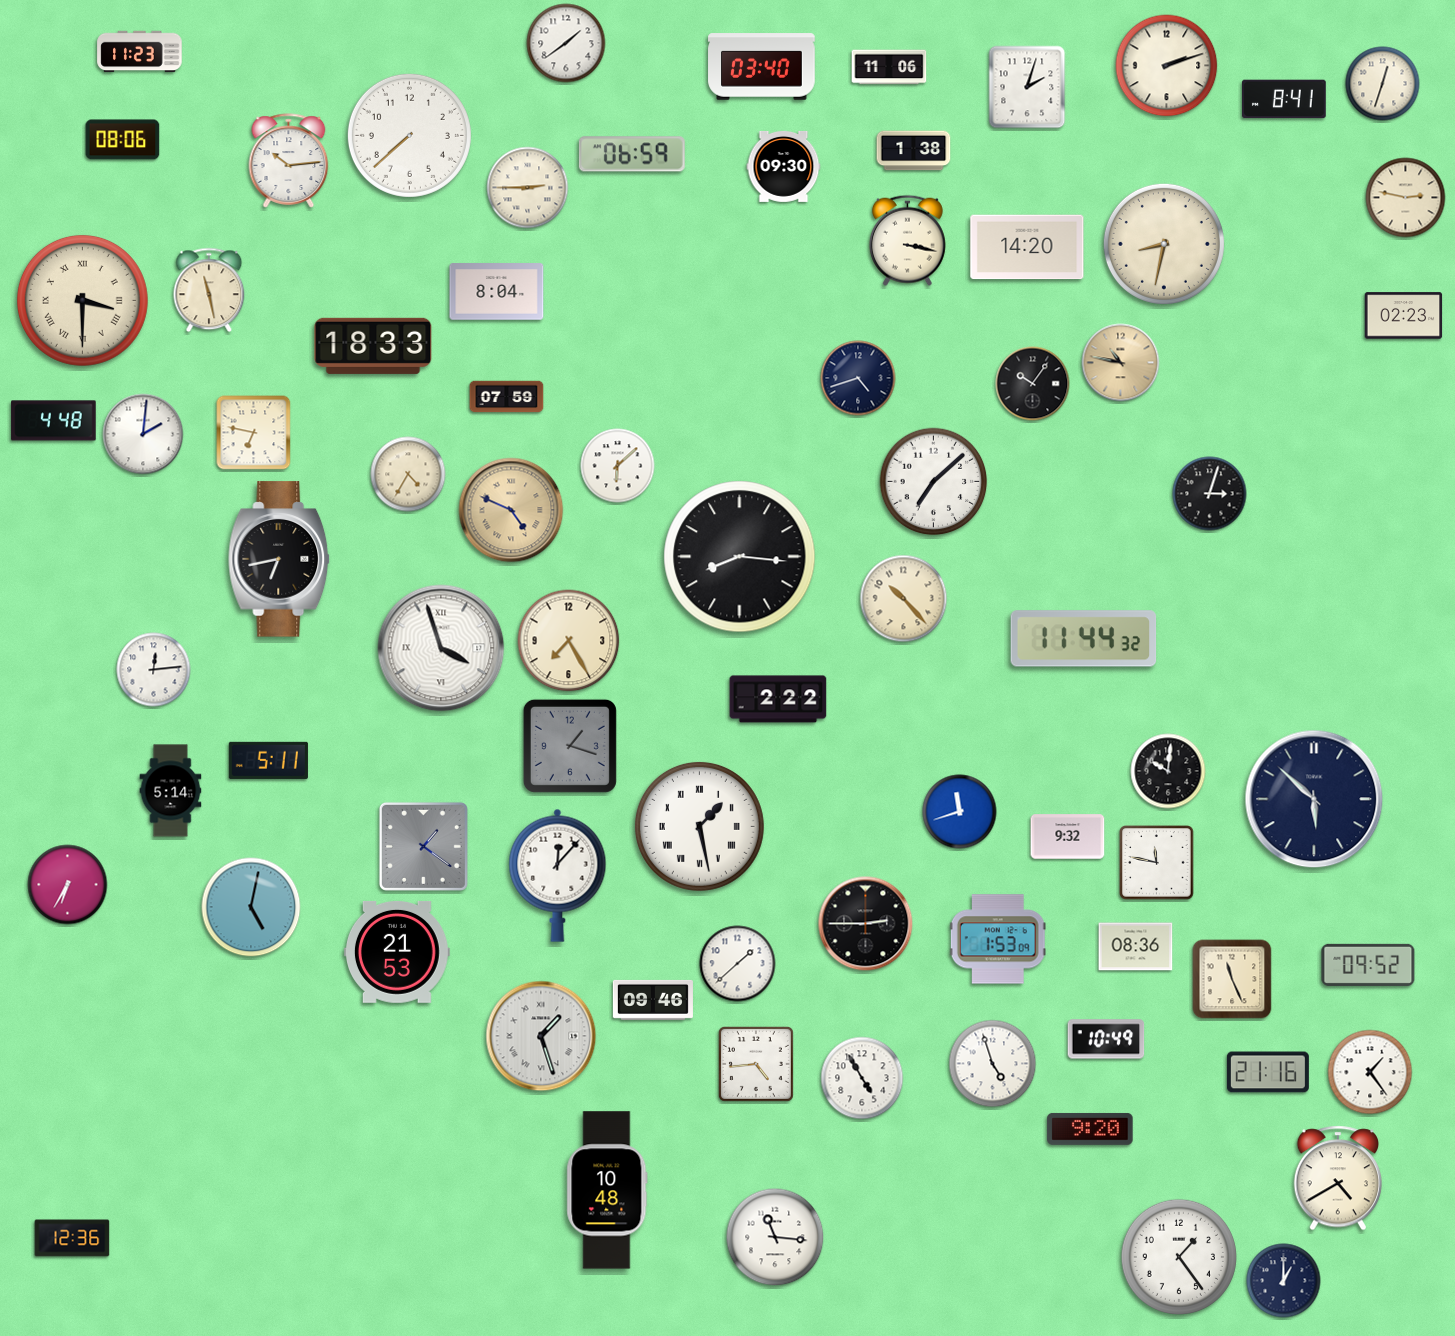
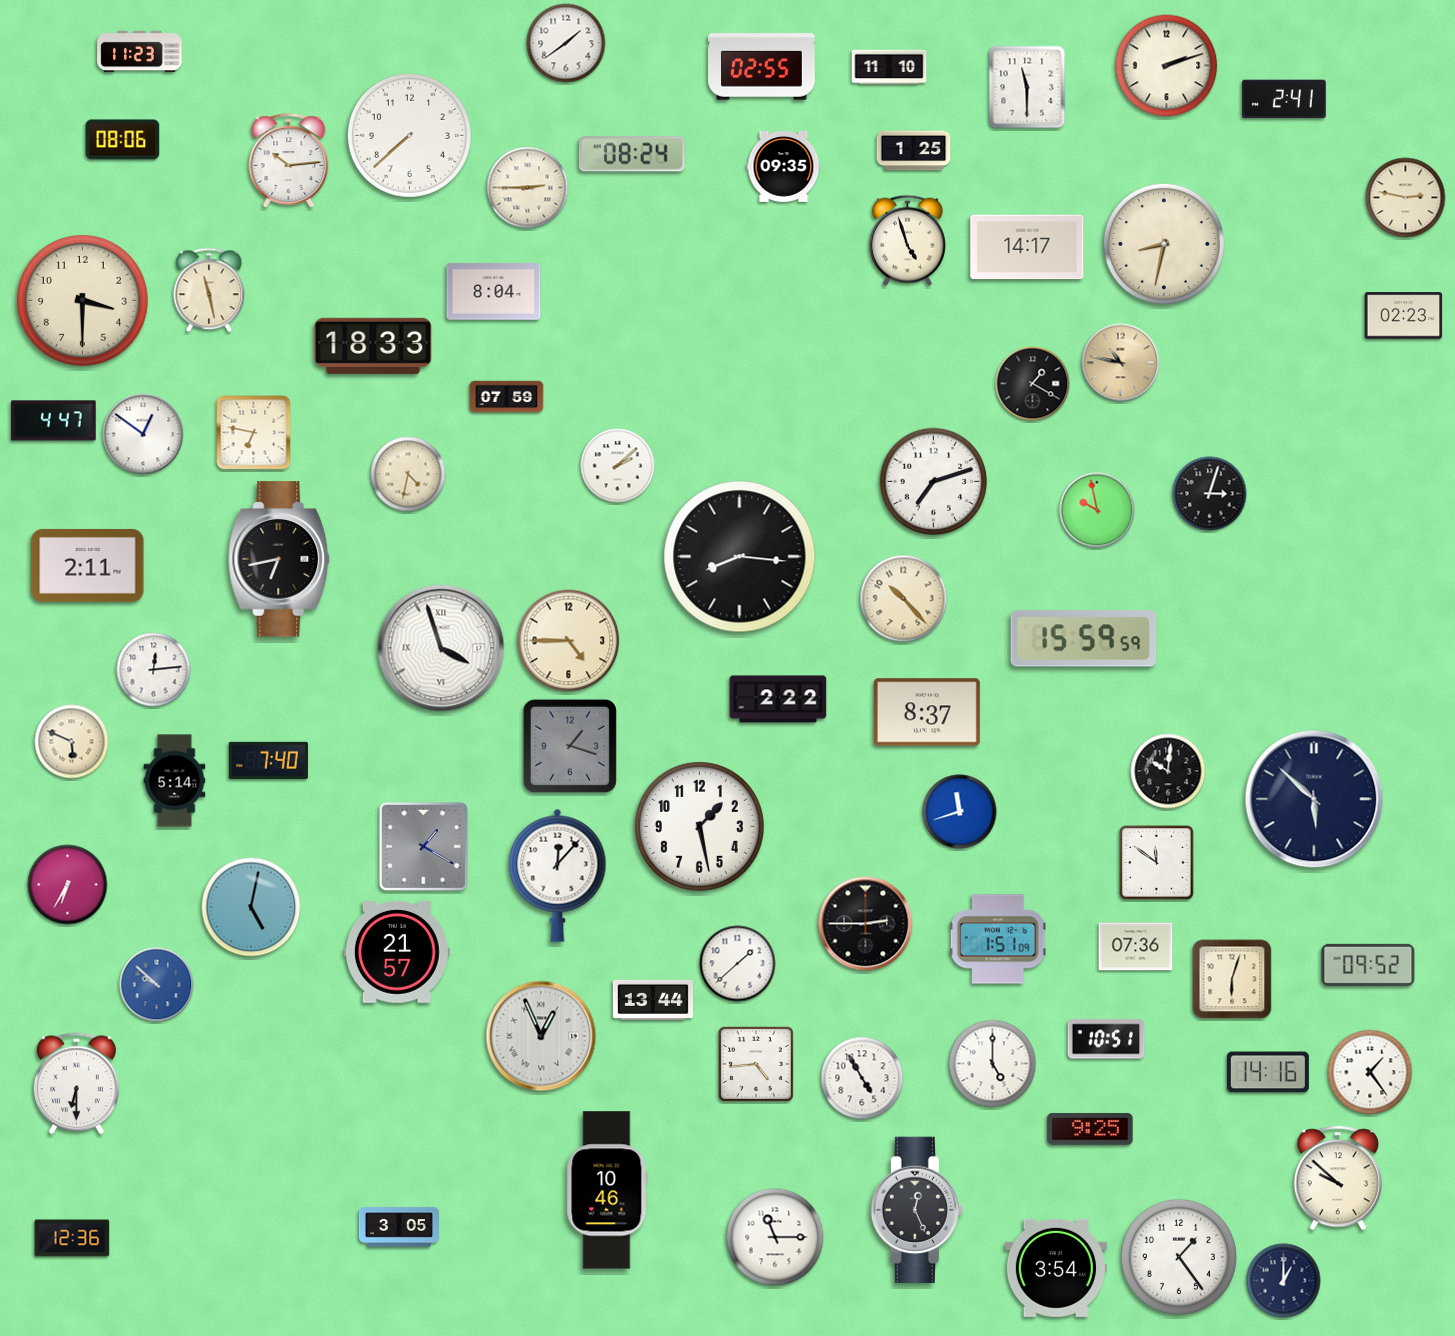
clock at (762, 67): 03:40 -> 02:55
clock at (889, 67): 11:06 -> 11:10
clock at (1383, 84): 12:33 -> none
clock at (1027, 87): 2:03 -> 11:30
clock at (1285, 99): 8:41 -> 2:41
clock at (914, 151): 1:38 -> 1:25
clock at (632, 154): 06:59 -> 08:24
clock at (784, 166): 09:30 -> 09:35
clock at (907, 240): 3:17 -> 4:57
clock at (1027, 247): 14:20 -> 14:17
clock at (497, 292) position: (497, 292) -> (494, 292)
clock at (82, 300) numerals: Roman -> Arabic
clock at (858, 378): 4:42 -> none
clock at (1033, 384): 10:06 -> 1:20
clock at (54, 421): 4:48 -> 4:47
clock at (143, 434): 2:01 -> 12:51
clock at (618, 466): 6:08 -> 2:08
clock at (408, 474): 4:35 -> 4:32
clock at (934, 482): 7:08 -> 7:12
clock at (511, 510): 4:49 -> none
clock at (1097, 510): none -> 9:58
clock at (88, 565): none -> 2:11
clock at (1084, 639): 11:44 -> 15:59
clock at (569, 641): 7:25 -> 4:45
clock at (927, 712): none -> 8:37
clock at (72, 742): none -> 5:49
clock at (268, 760): 5:11 -> 7:40
clock at (171, 791) position: (171, 791) -> (175, 781)
clock at (699, 826) numerals: Roman -> Arabic
clock at (1068, 837): 9:32 -> none
clock at (423, 846): 1:21 -> 1:20
clock at (1157, 863): 11:47 -> 11:51
clock at (998, 939): 1:53 -> 1:51
clock at (1136, 947): 08:36 -> 07:36
clock at (397, 952): 21:53 -> 21:57
clock at (1232, 979): 11:26 -> 6:03
clock at (157, 985): none -> 9:52
clock at (653, 1000): 09:46 -> 13:44
clock at (541, 1036): 1:27 -> 12:56
clock at (1106, 1039): 10:49 -> 10:51
clock at (993, 1064): 4:57 -> 5:00
clock at (1268, 1072): 21:16 -> 14:16
clock at (76, 1084): none -> 6:30
clock at (1090, 1129): 9:20 -> 9:25
clock at (1338, 1178): 4:40 -> 9:52
clock at (607, 1190): 10:48 -> 10:46
clock at (917, 1210): none -> 12:26
clock at (399, 1227): none -> 3:05
clock at (775, 1237): 11:16 -> 11:15
clock at (1056, 1268): none -> 3:54
